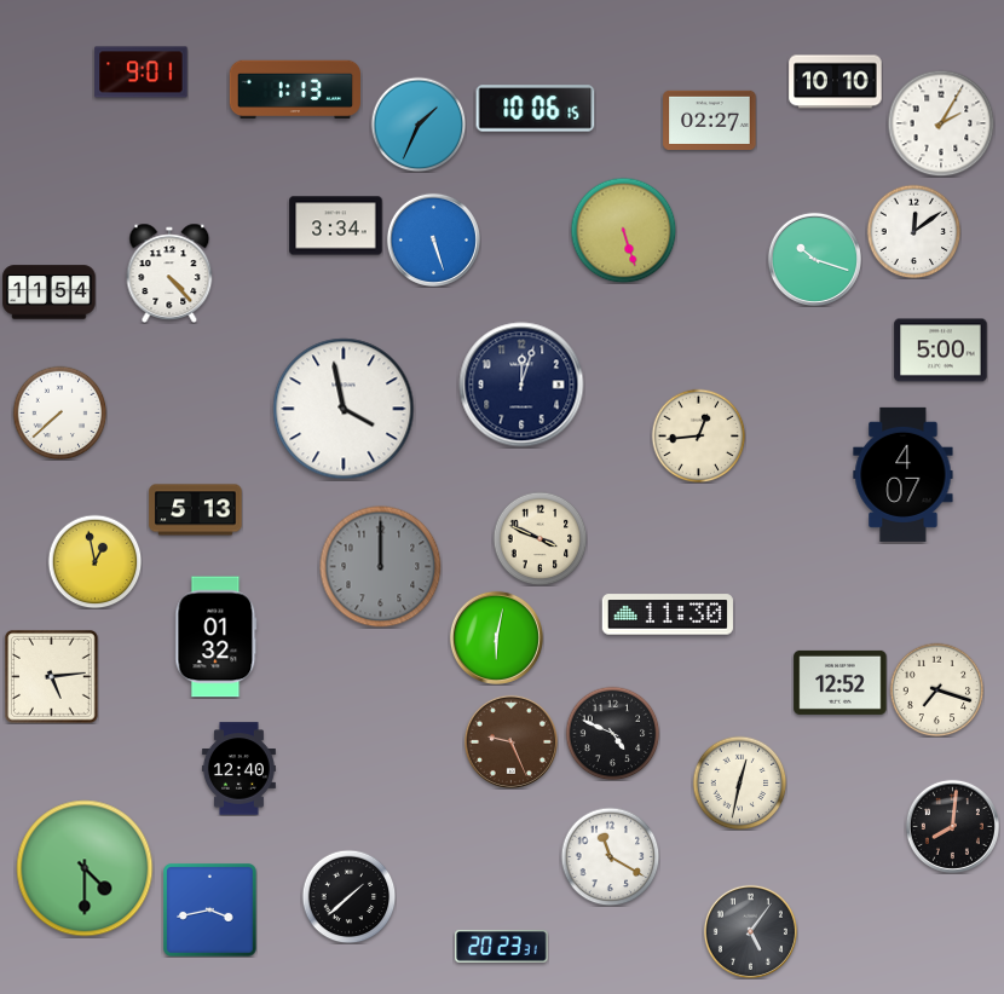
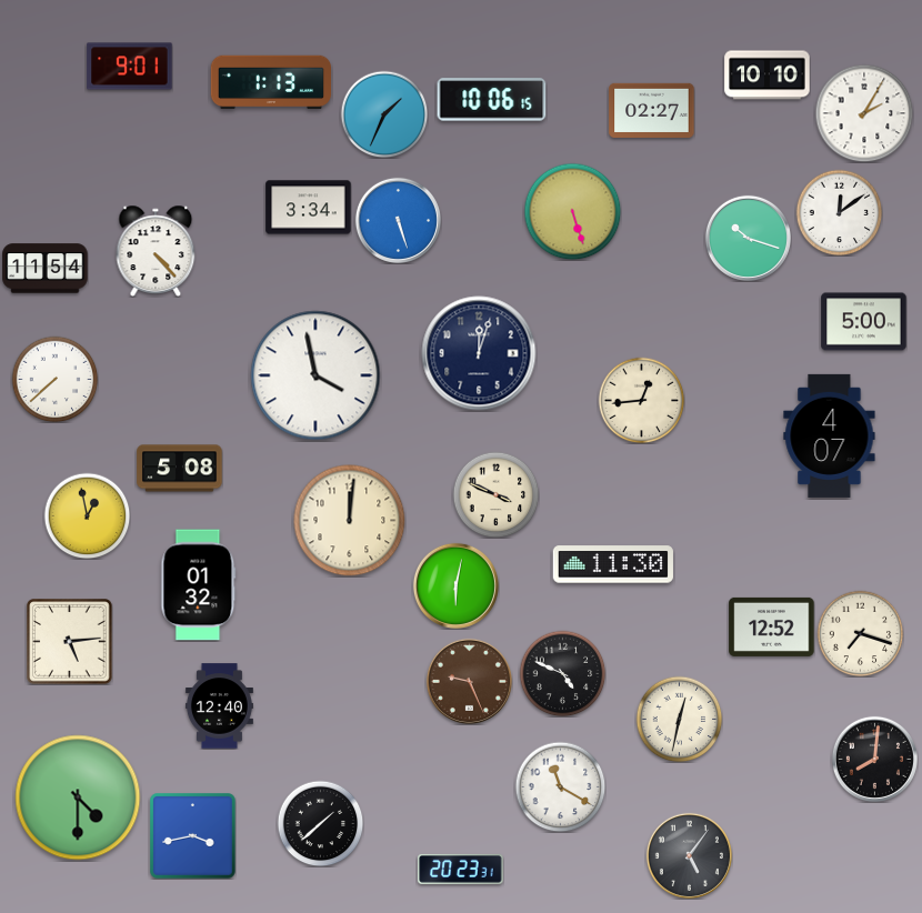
clock at (196, 510): 5:13 -> 5:08
clock at (381, 567): 12:00 -> 12:01
clock at (381, 567) dial: grey -> cream
clock at (52, 677) position: (52, 677) -> (70, 642)
